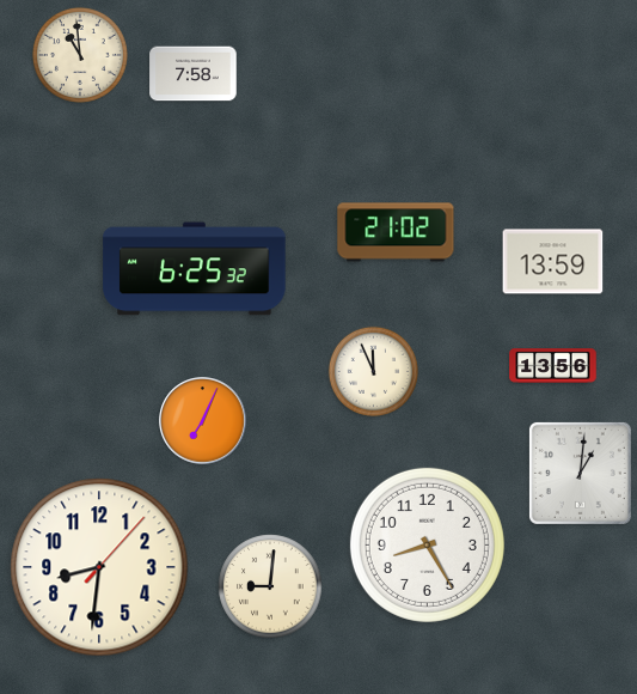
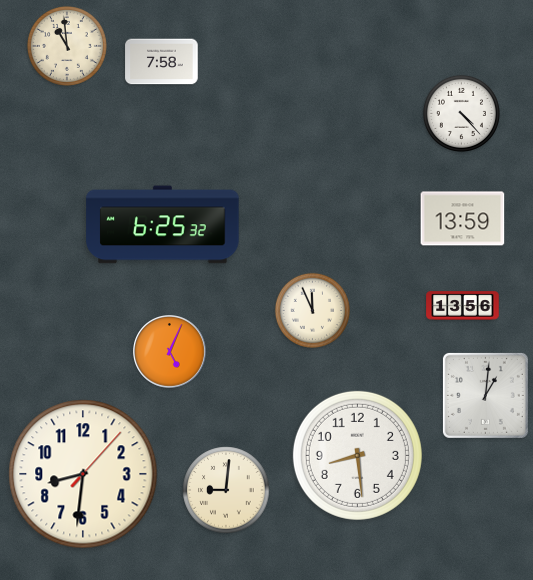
clock at (461, 113): none -> 4:23
clock at (396, 232): 21:02 -> none
clock at (203, 421): 7:04 -> 5:04
clock at (427, 544): 8:25 -> 8:29
